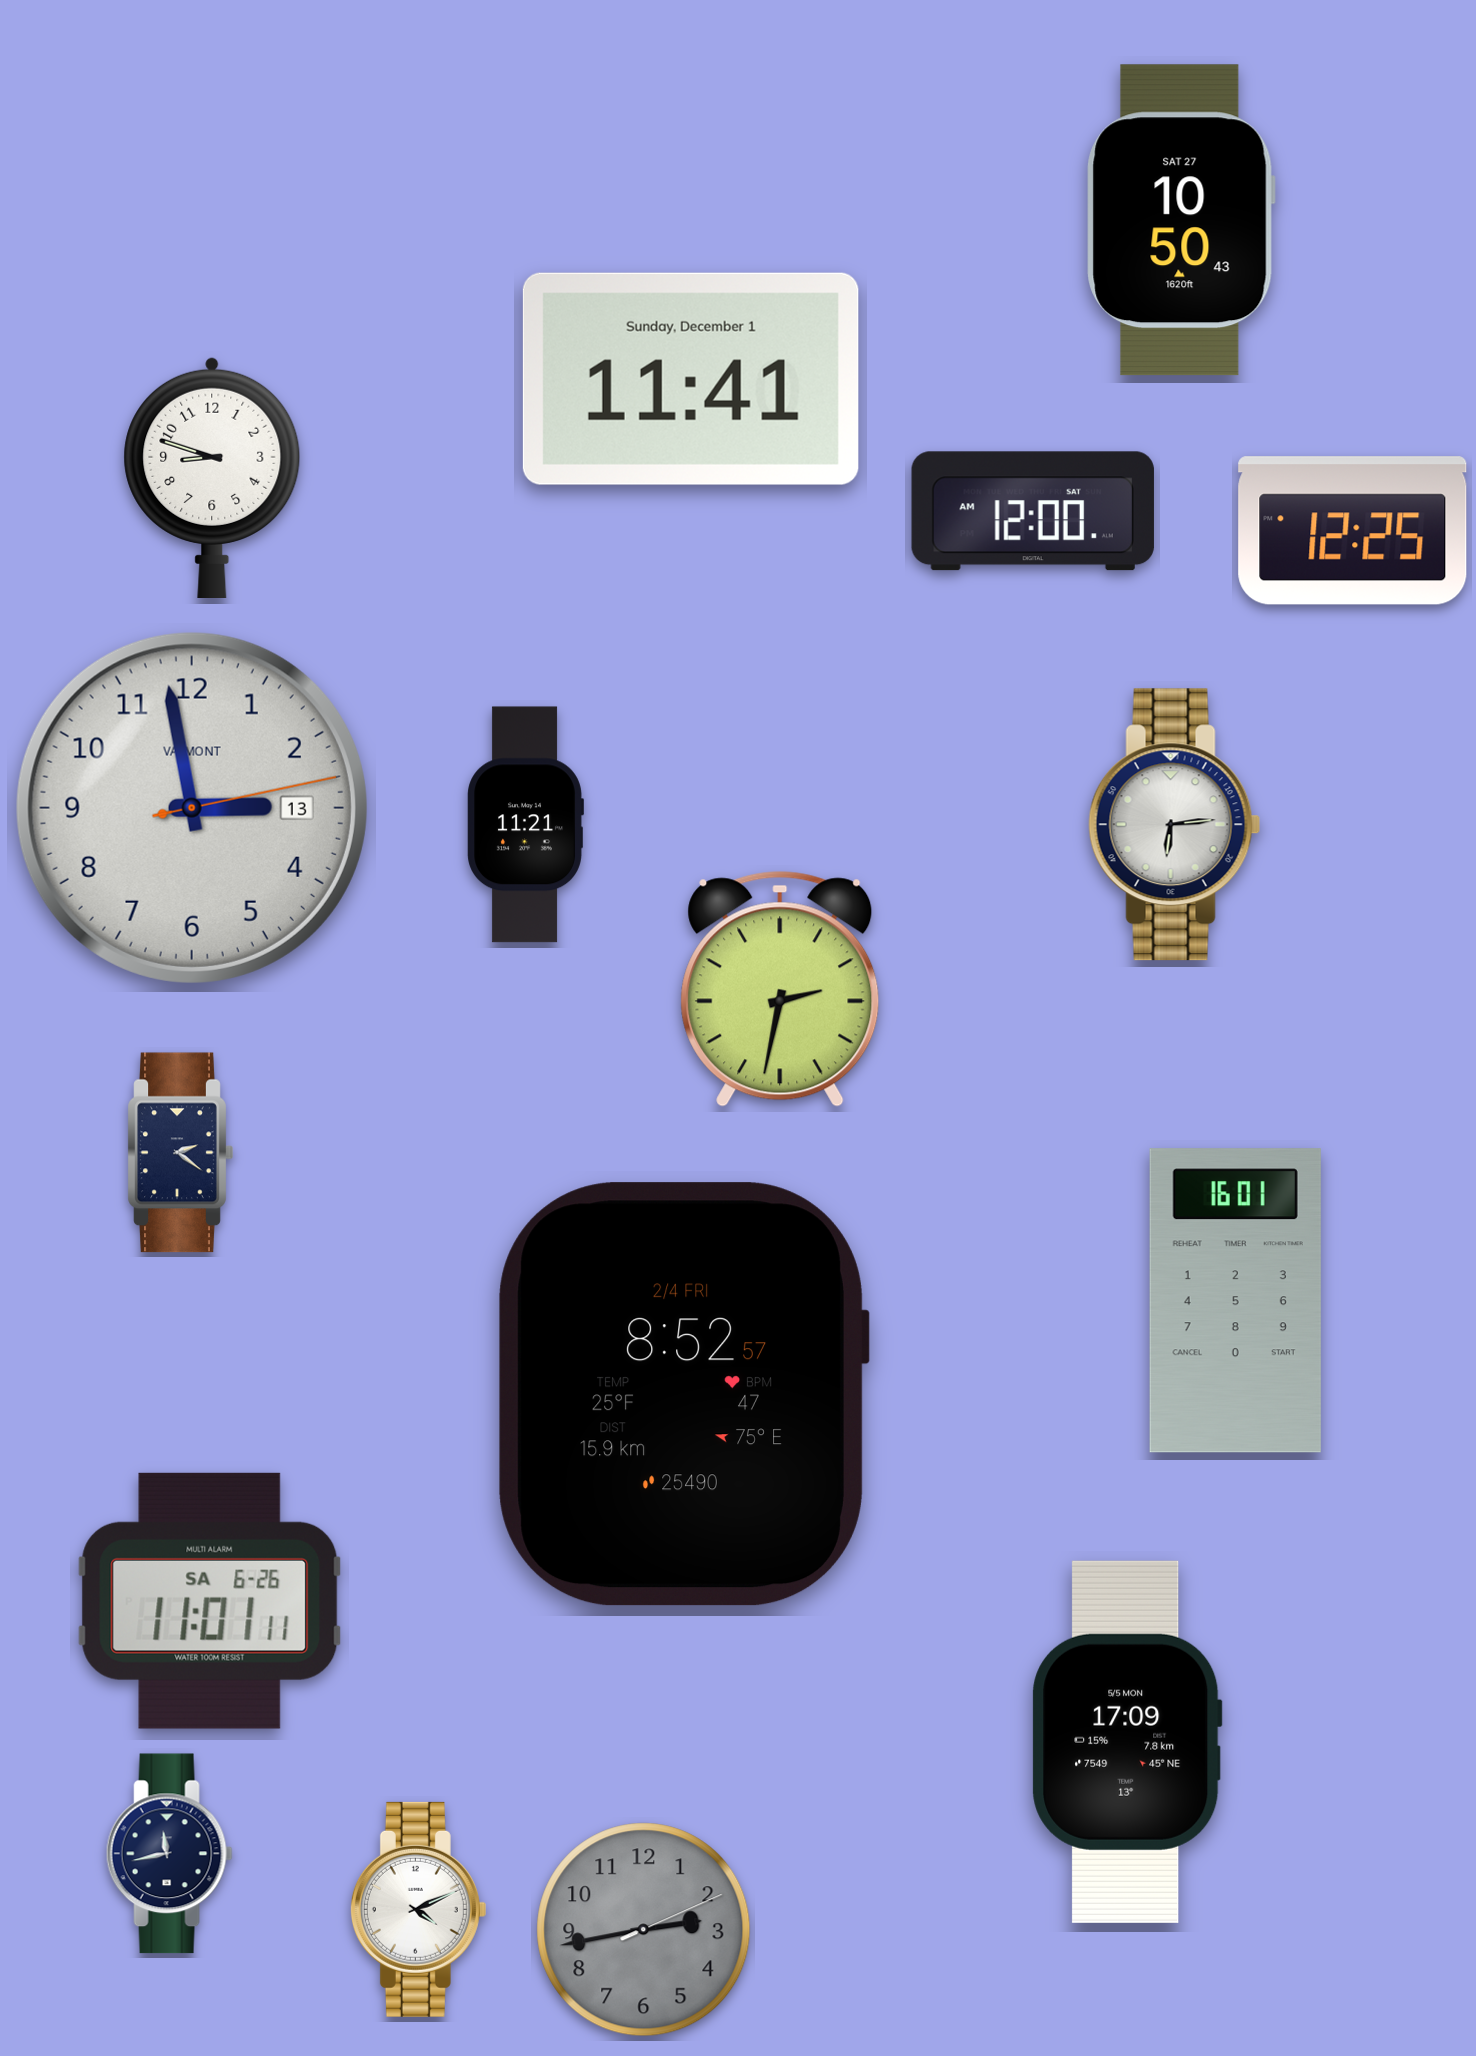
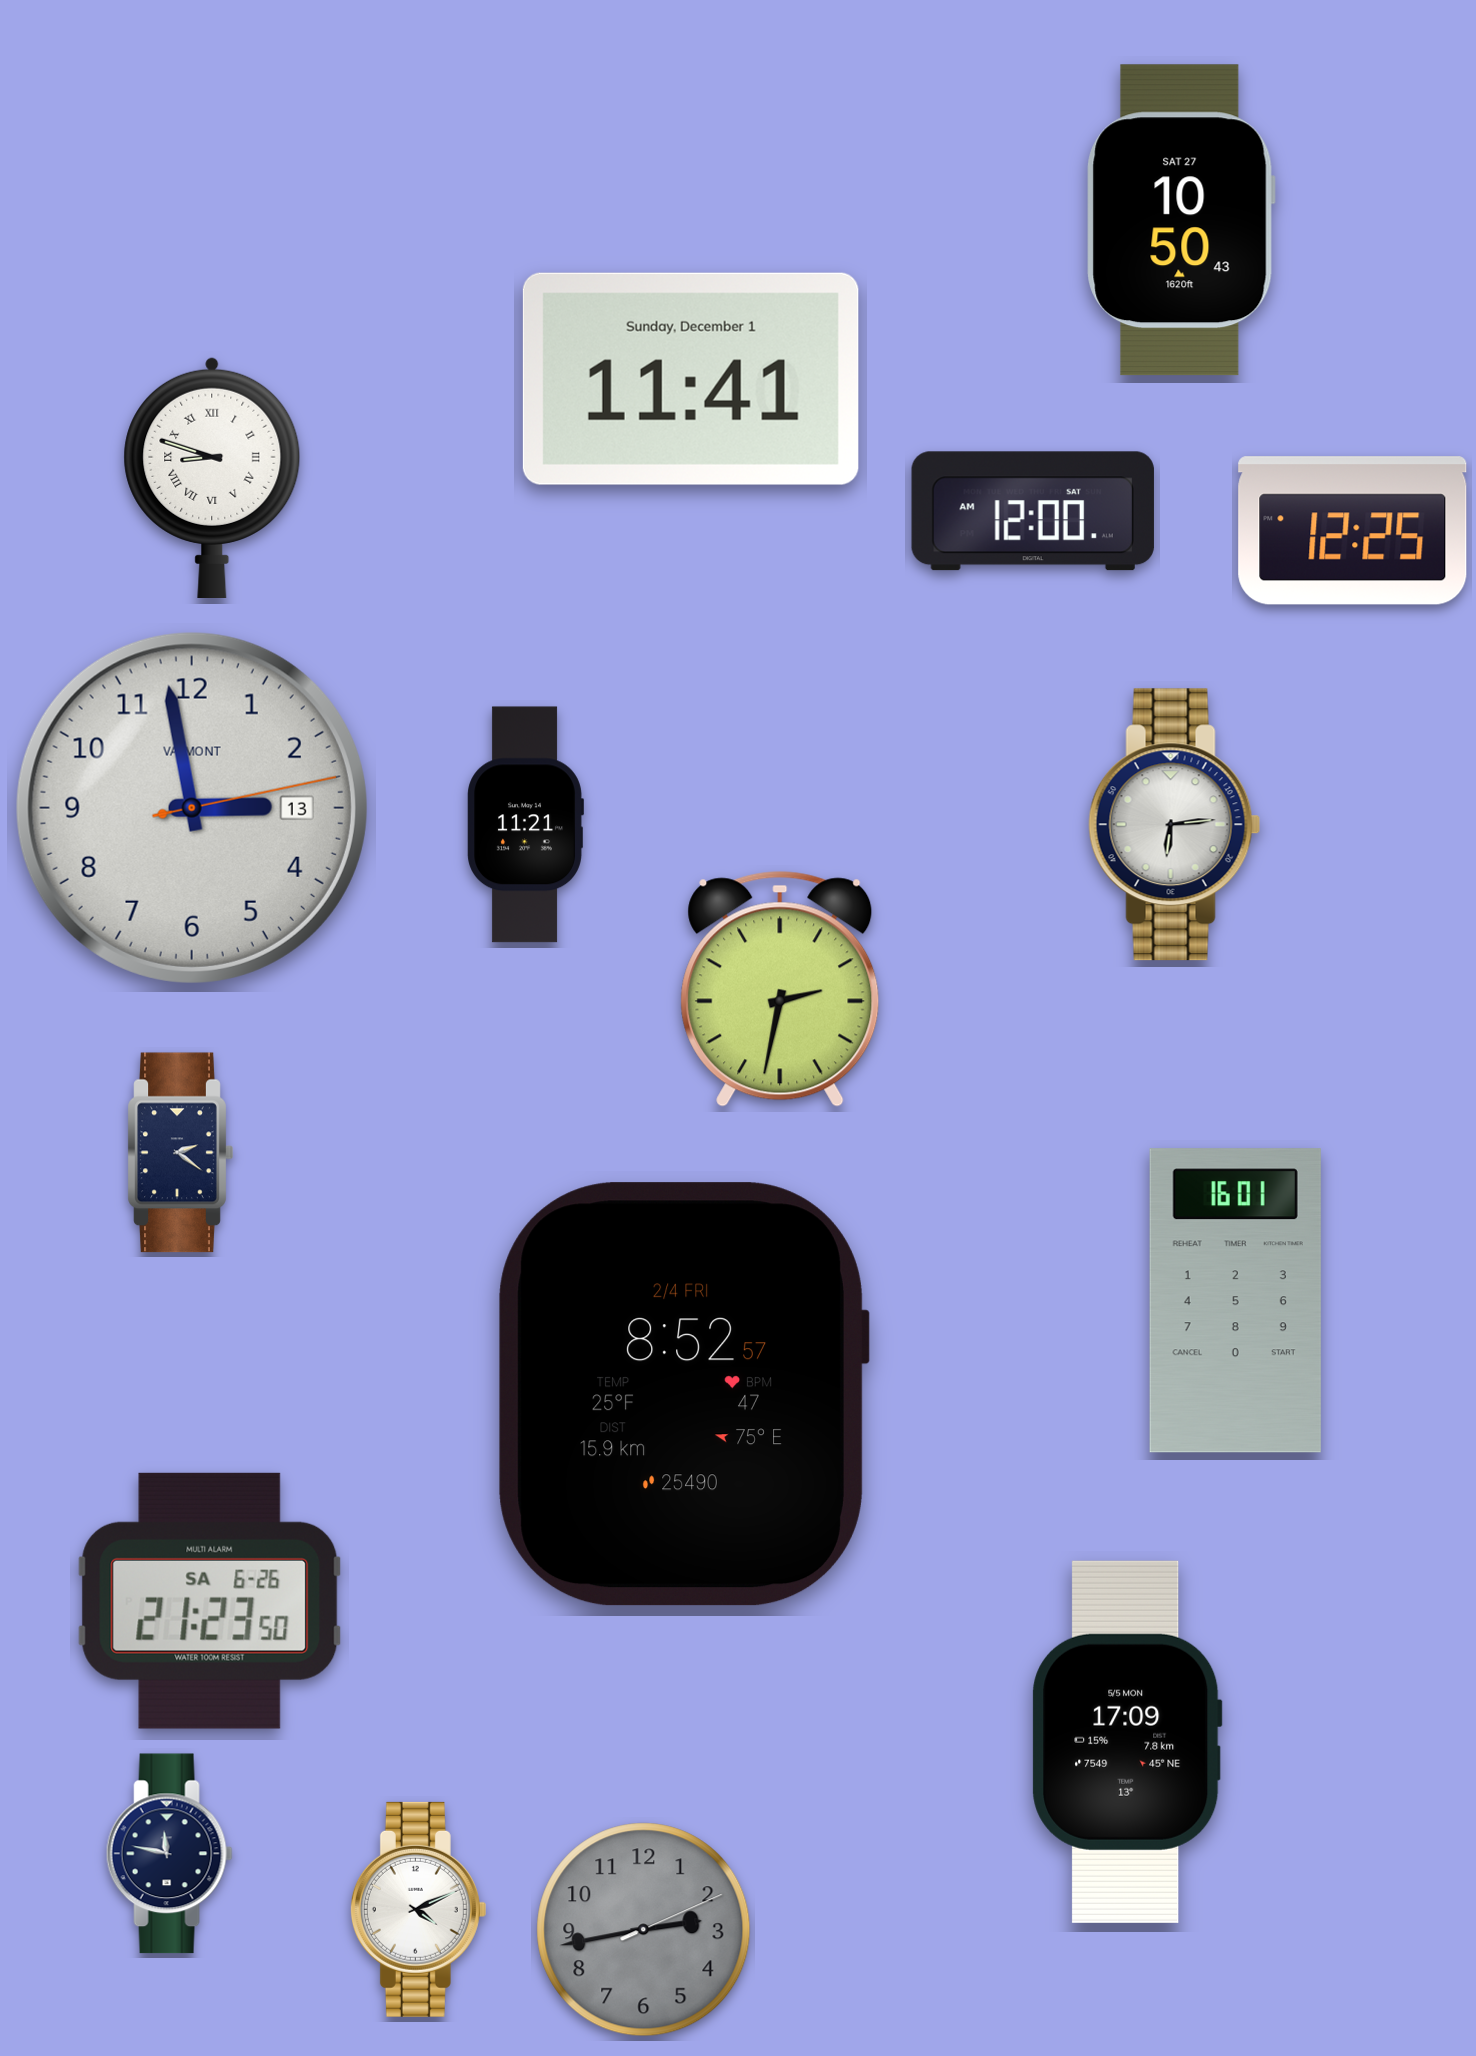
clock at (212, 477) numerals: Arabic -> Roman
clock at (210, 1601): 11:01 -> 21:23
clock at (169, 1854): 11:43 -> 11:47
